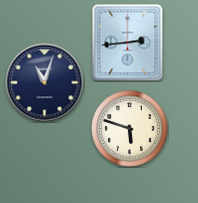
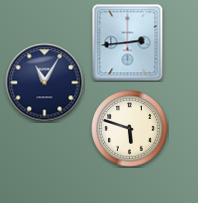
clock at (45, 83): 11:03 -> 11:05
